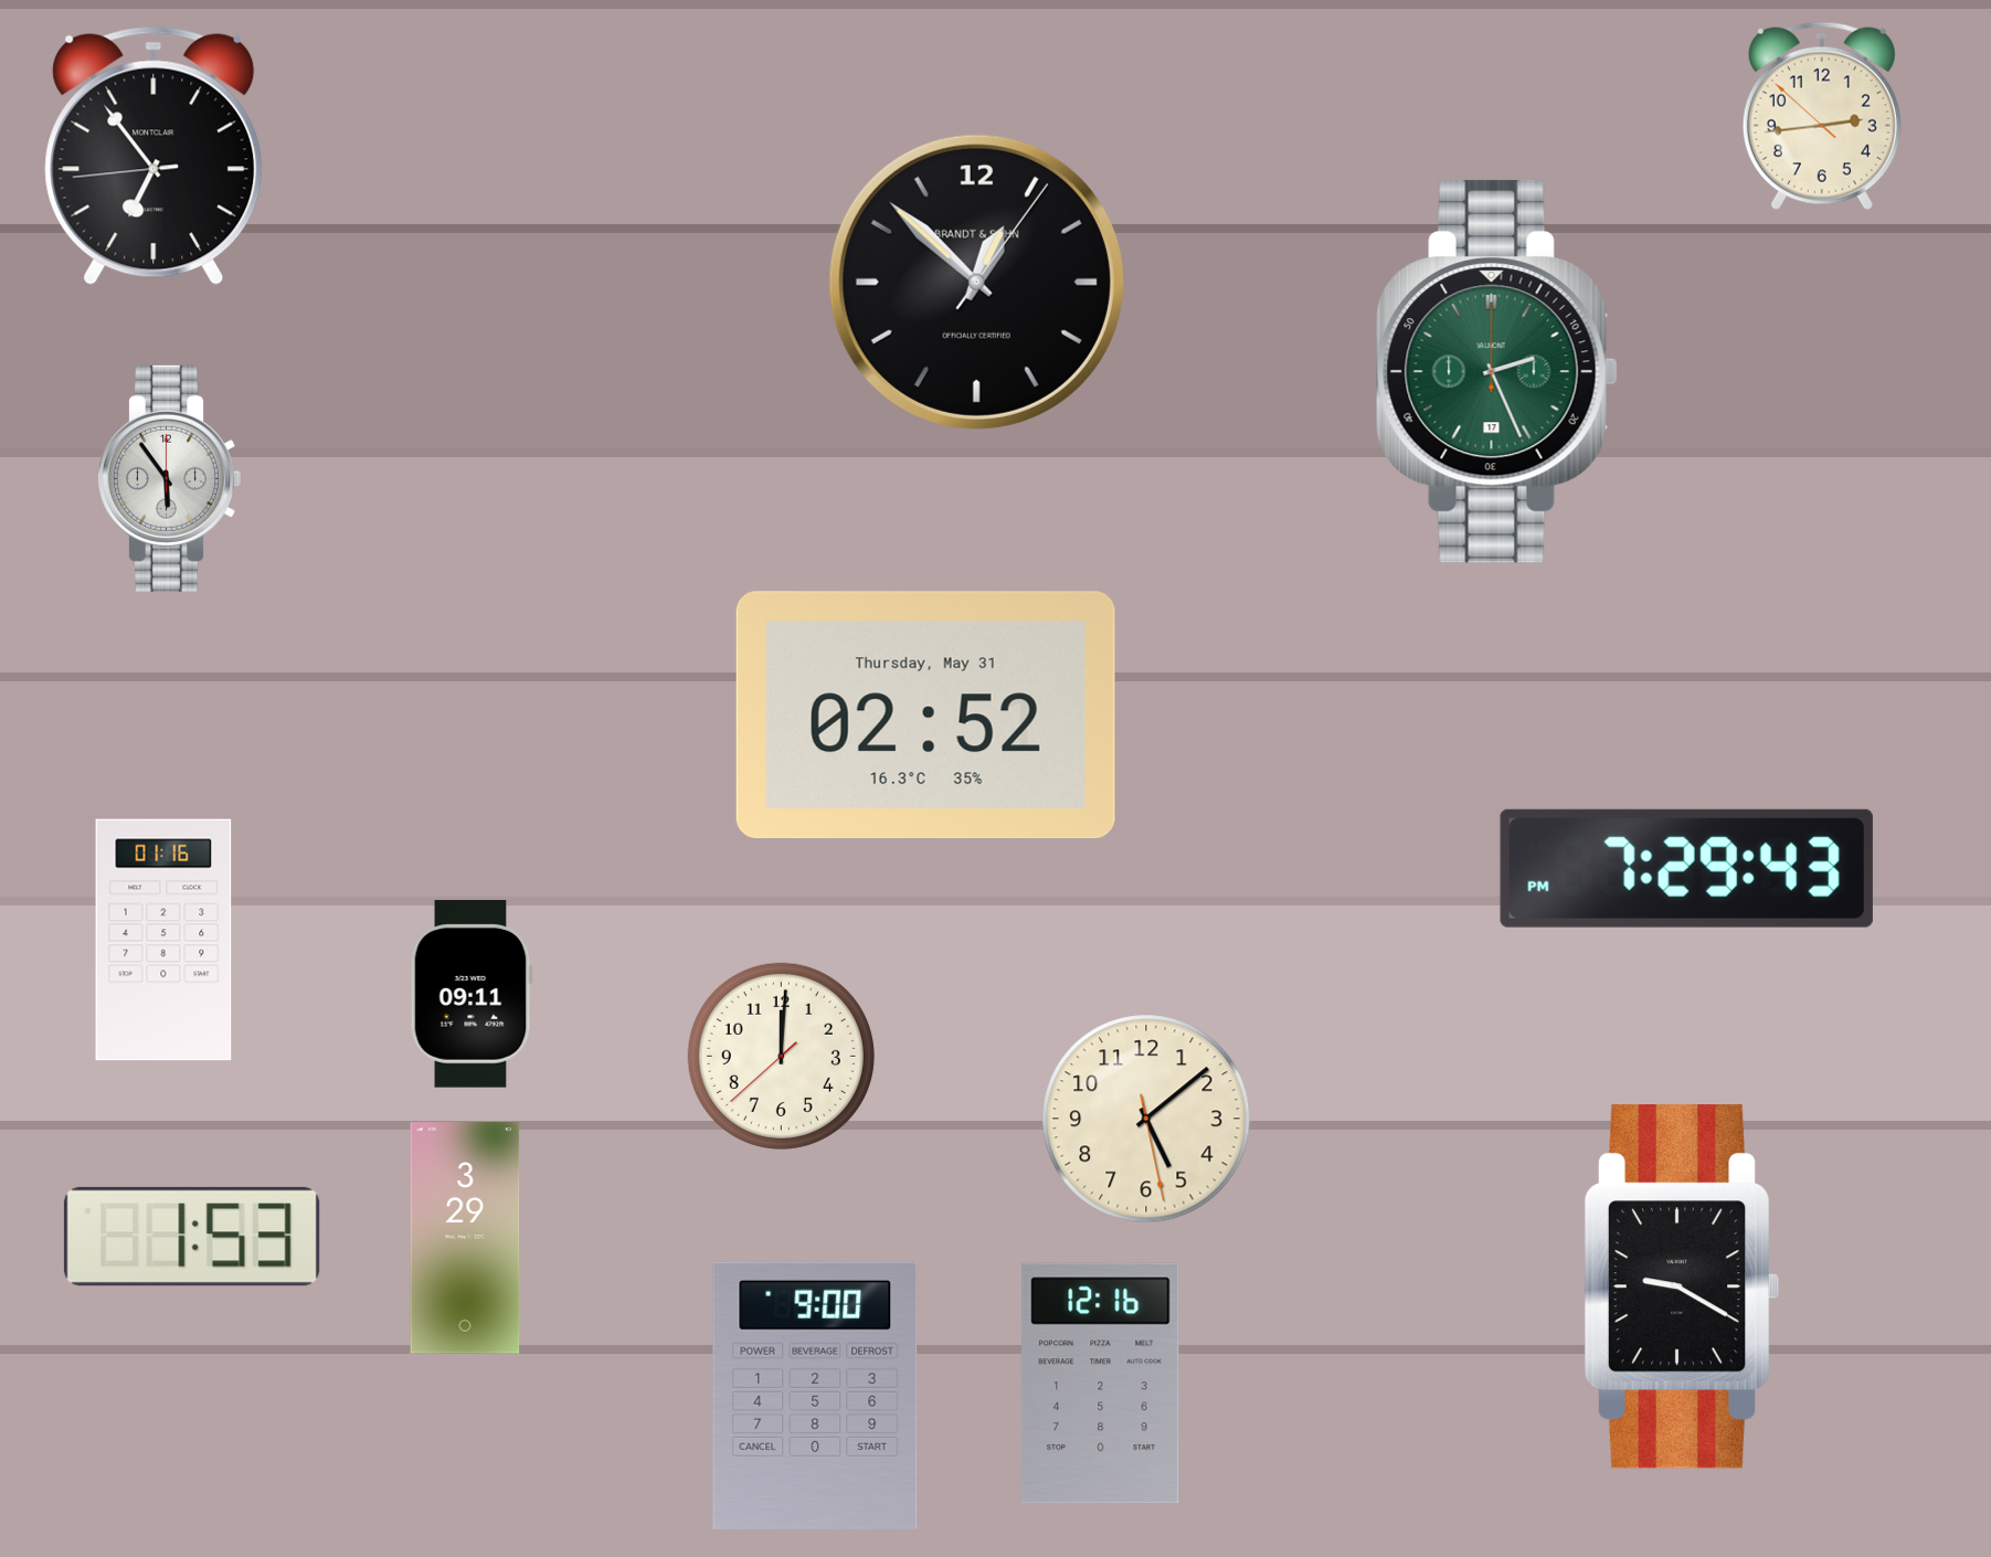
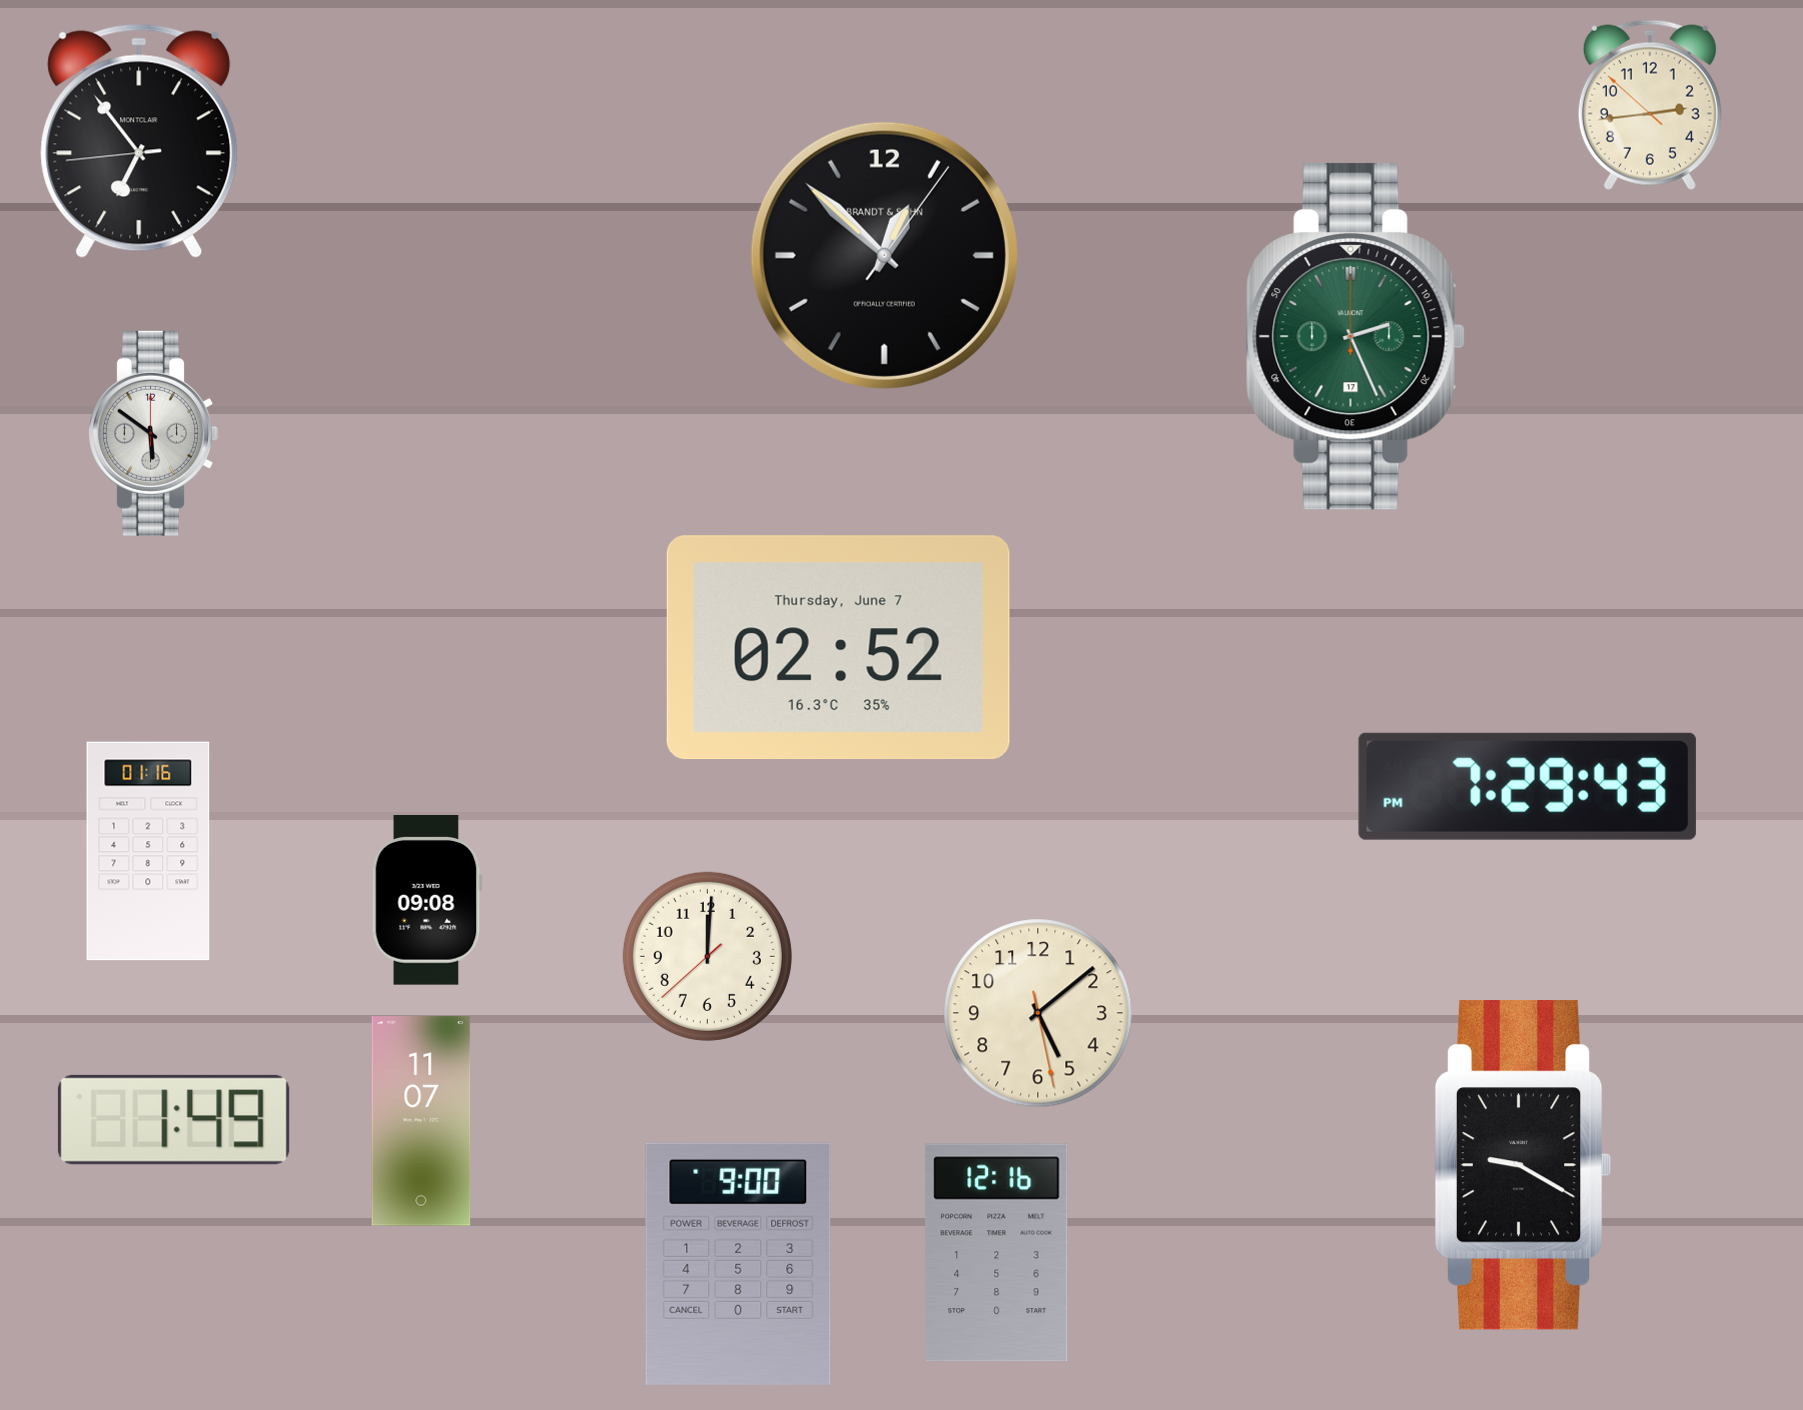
clock at (169, 478): 5:54 -> 5:51
clock at (925, 716) date: Thursday, May 31 -> Thursday, June 7
clock at (472, 994): 09:11 -> 09:08
clock at (192, 1237): 1:53 -> 1:49
clock at (465, 1238): 3:29 -> 11:07
